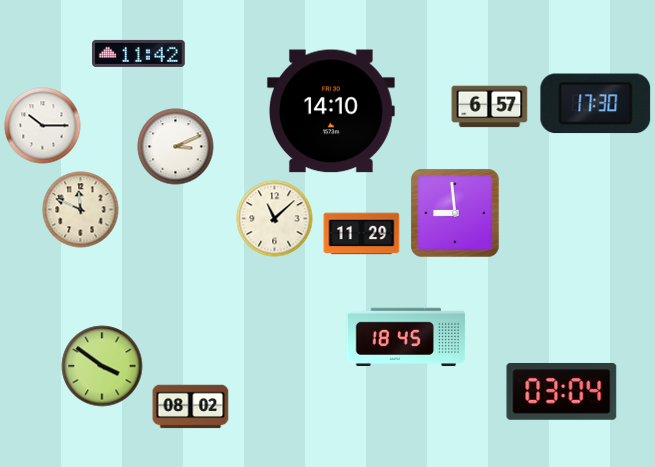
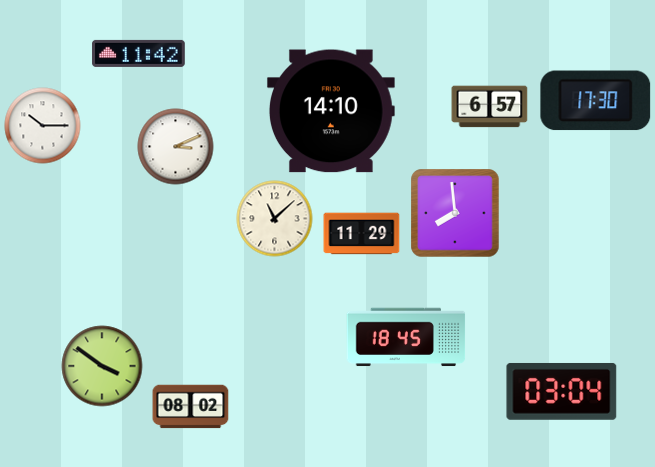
clock at (596, 104) position: (596, 104) -> (596, 101)
clock at (81, 210): 11:49 -> none
clock at (455, 213): 8:59 -> 7:59
